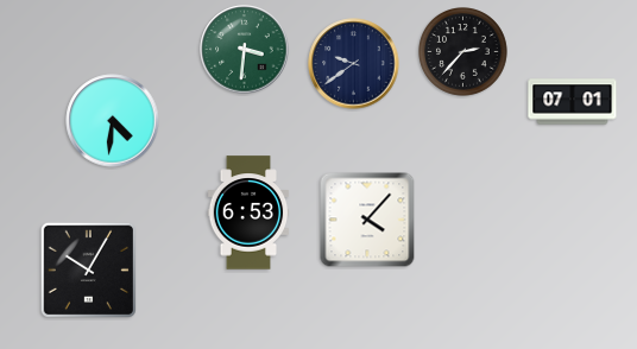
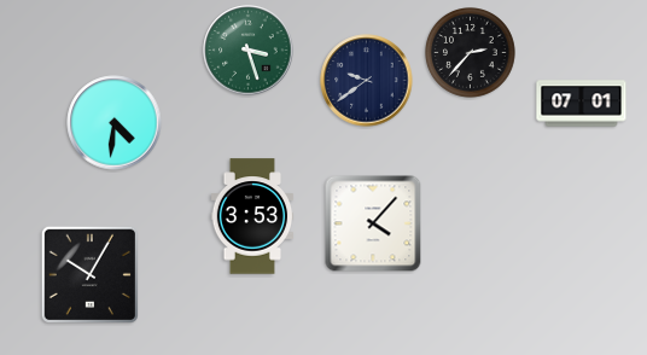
clock at (245, 50): 3:31 -> 3:27
clock at (354, 64) position: (354, 64) -> (367, 81)
clock at (248, 212): 6:53 -> 3:53
